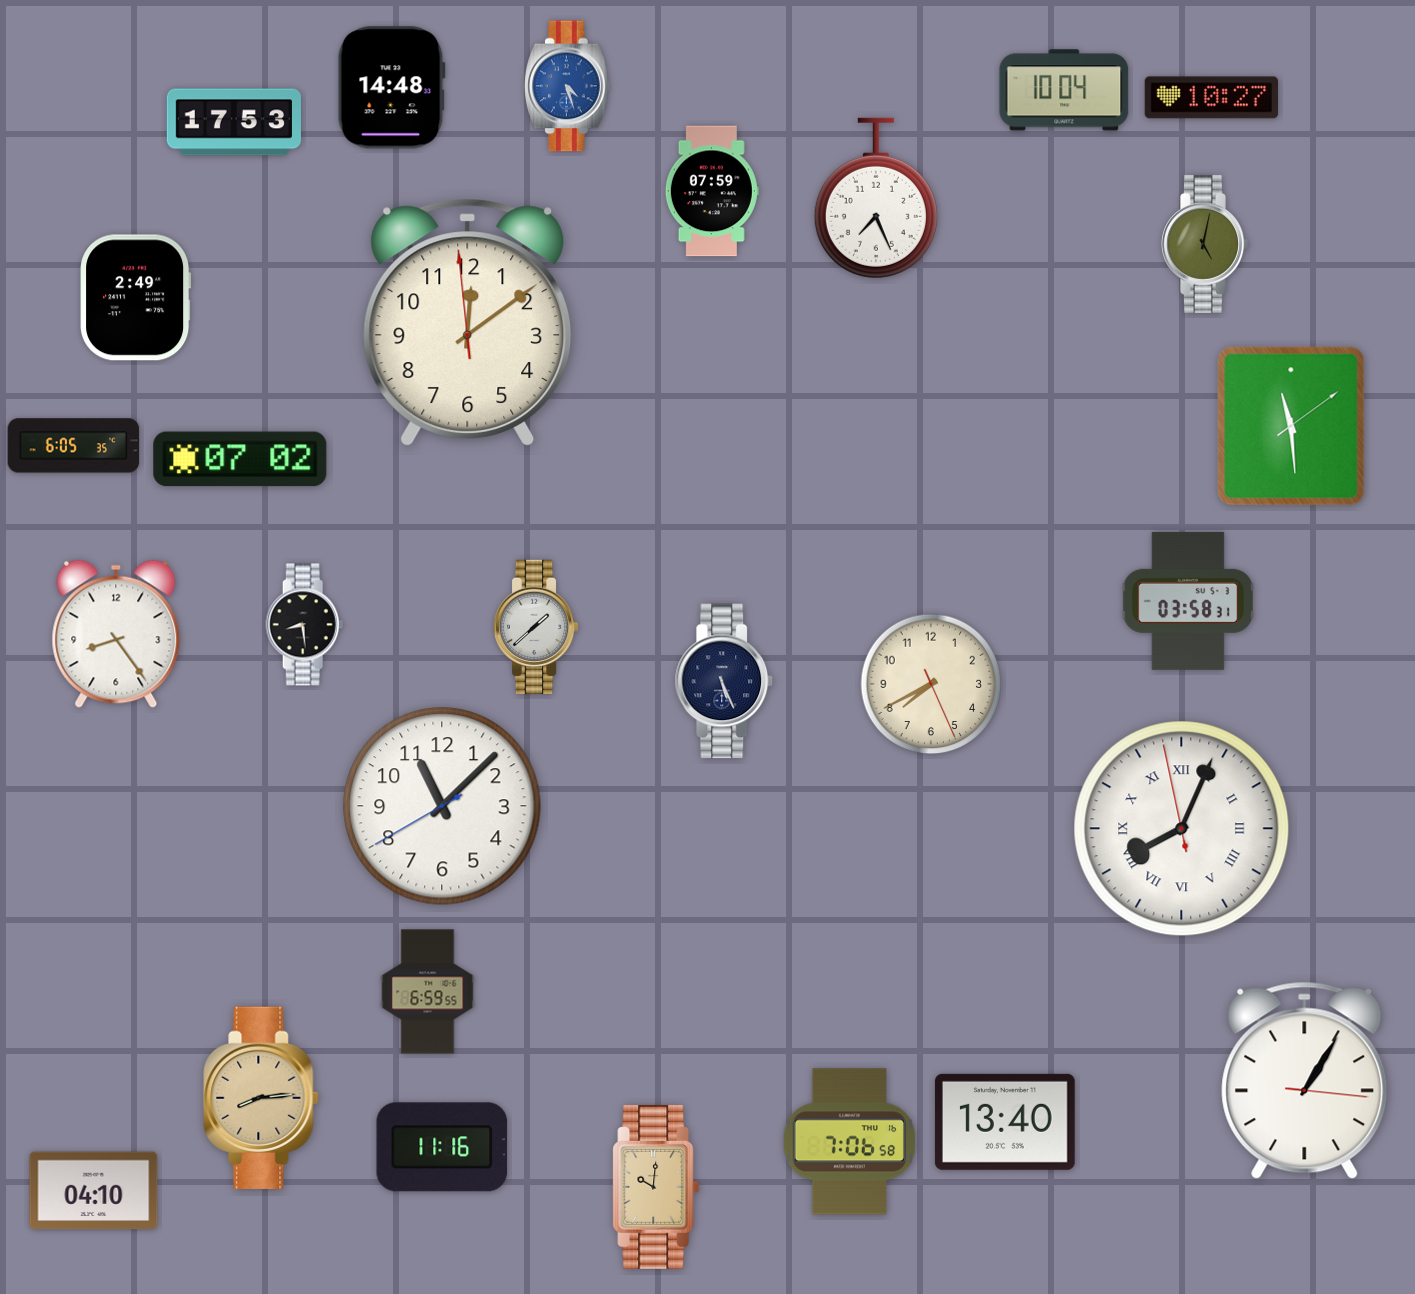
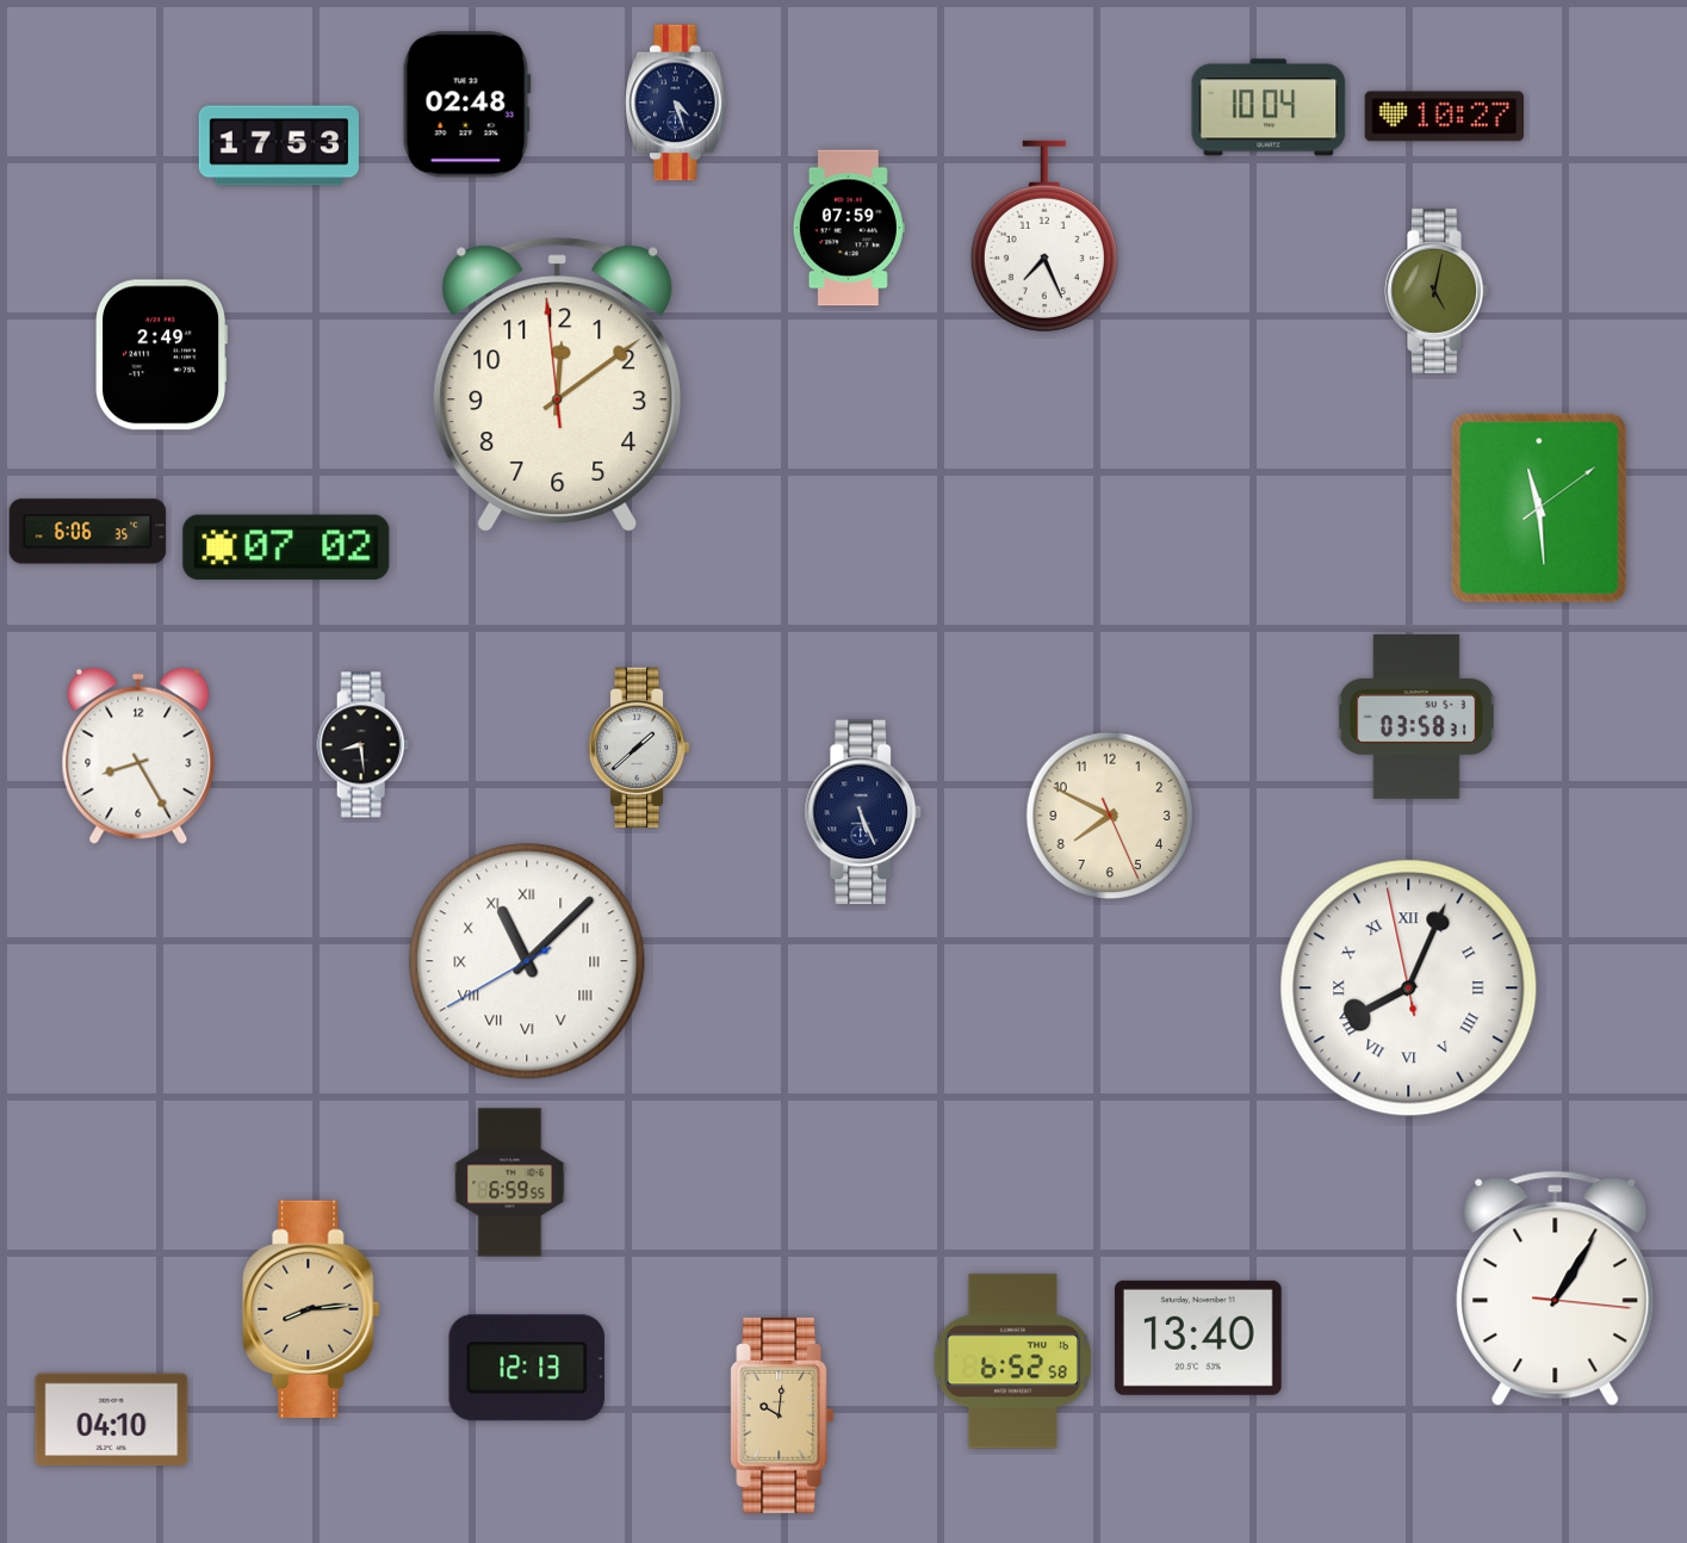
clock at (567, 86) dial: blue -> navy
clock at (391, 88): 14:48 -> 02:48
clock at (74, 446): 6:05 -> 6:06
clock at (116, 634): 8:24 -> 8:25
clock at (931, 684): 7:40 -> 7:49
clock at (442, 806) numerals: Arabic -> Roman
clock at (850, 1142): 7:06 -> 6:52
clock at (442, 1147): 11:16 -> 12:13
